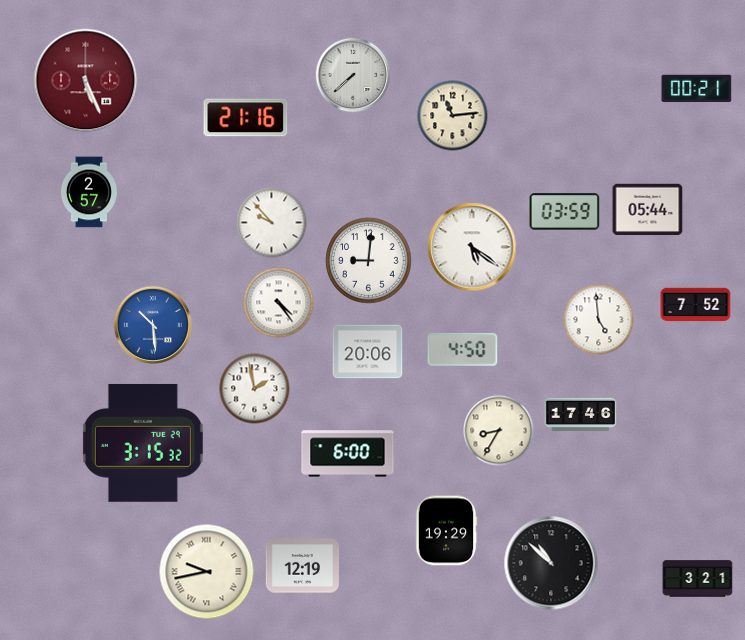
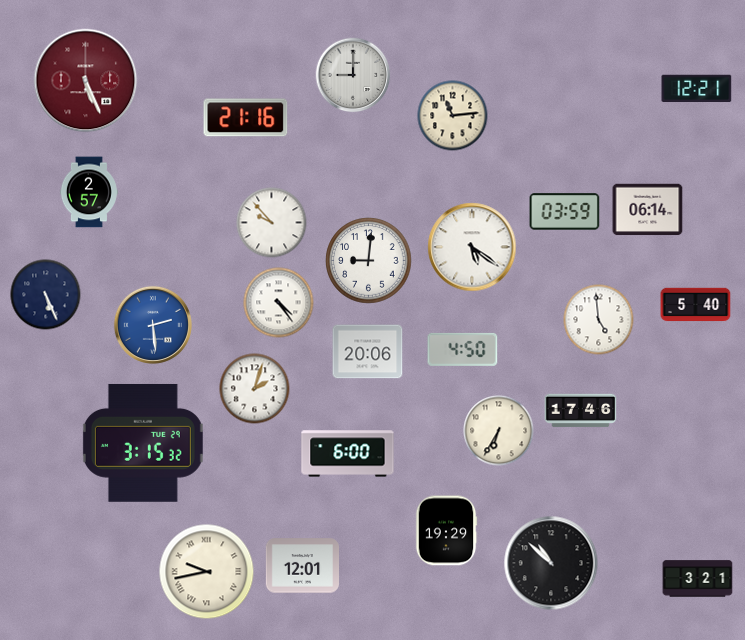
clock at (353, 75): 7:38 -> 9:00
clock at (697, 89): 00:21 -> 12:21
clock at (648, 210): 05:44 -> 06:14
clock at (46, 295): none -> 5:26
clock at (696, 305): 7:52 -> 5:40
clock at (153, 325): 10:29 -> 2:29
clock at (255, 389): 1:58 -> 2:03
clock at (581, 415) position: (581, 415) -> (581, 411)
clock at (499, 431): 8:35 -> 6:35
clock at (302, 566): 12:19 -> 12:01
